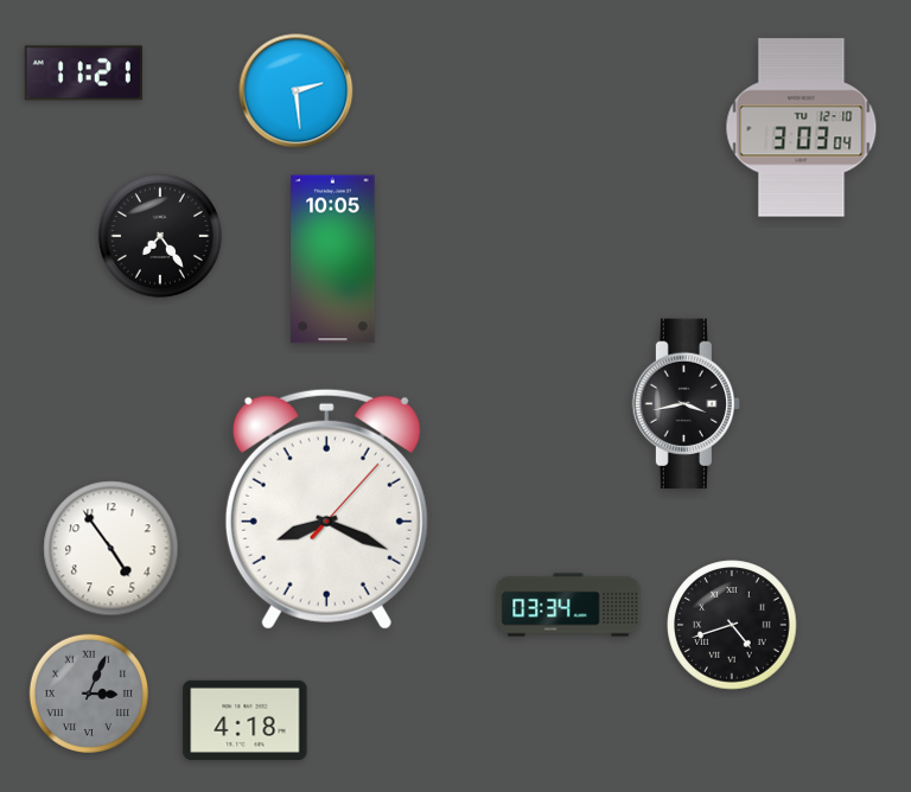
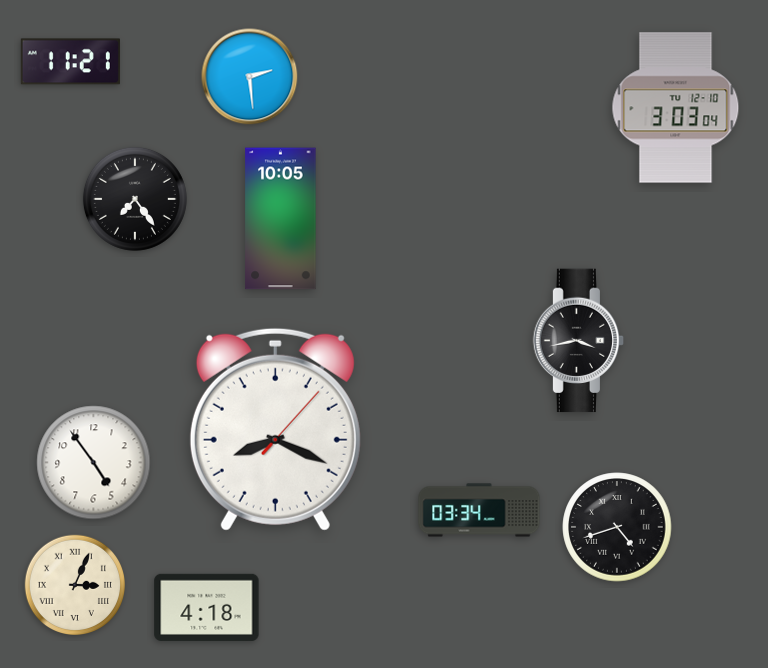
clock at (88, 692) dial: grey -> cream
